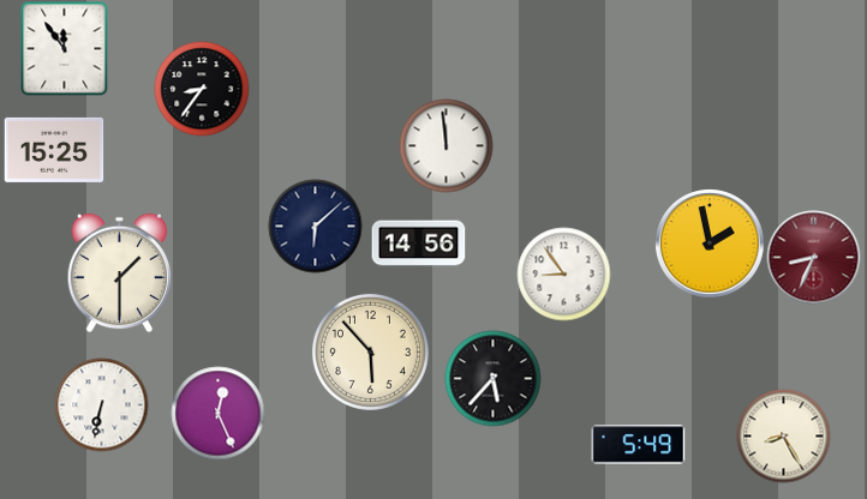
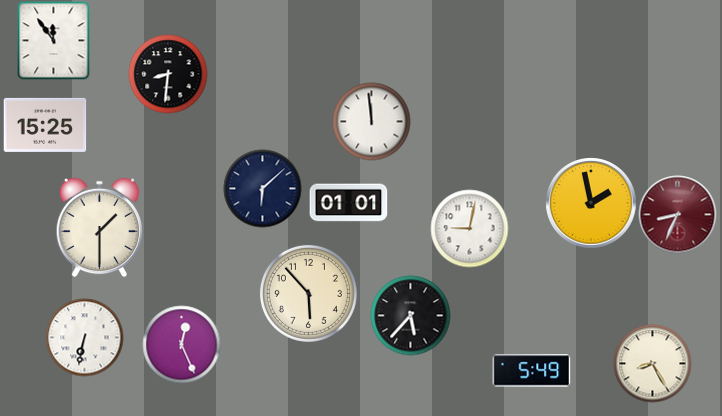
clock at (202, 89): 8:36 -> 8:31
clock at (418, 244): 14:56 -> 01:01
clock at (563, 273): 8:54 -> 9:02
